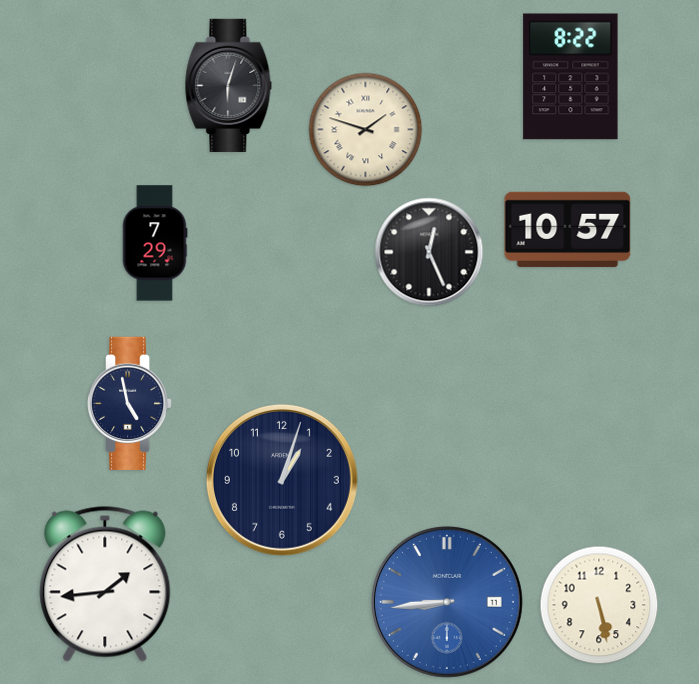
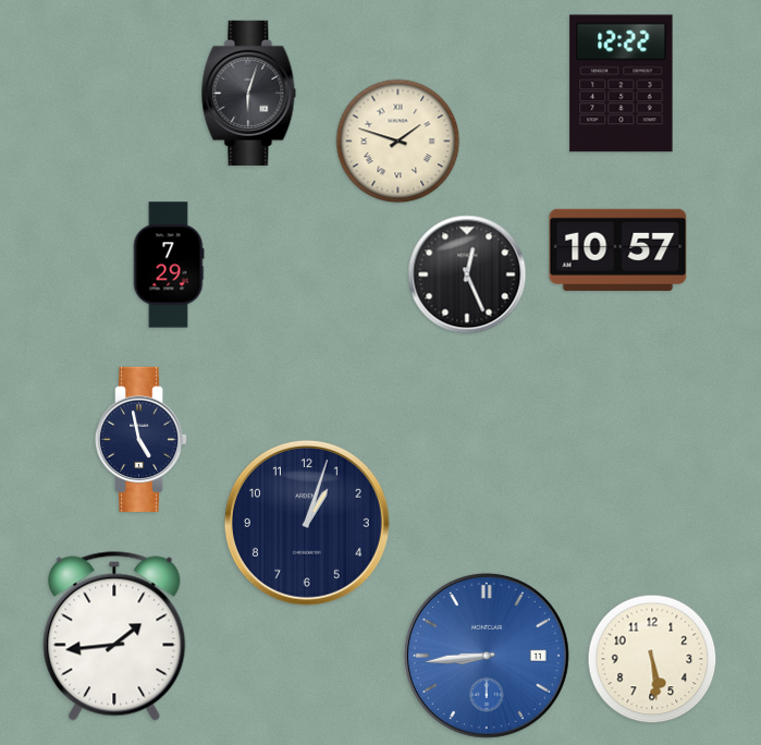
clock at (571, 77): 8:22 -> 12:22
clock at (599, 605): 5:28 -> 5:29
